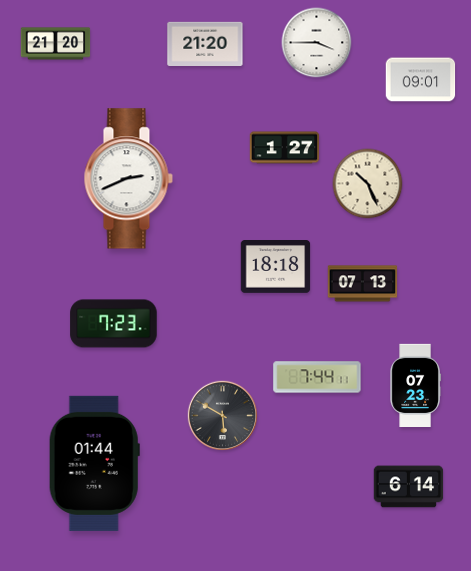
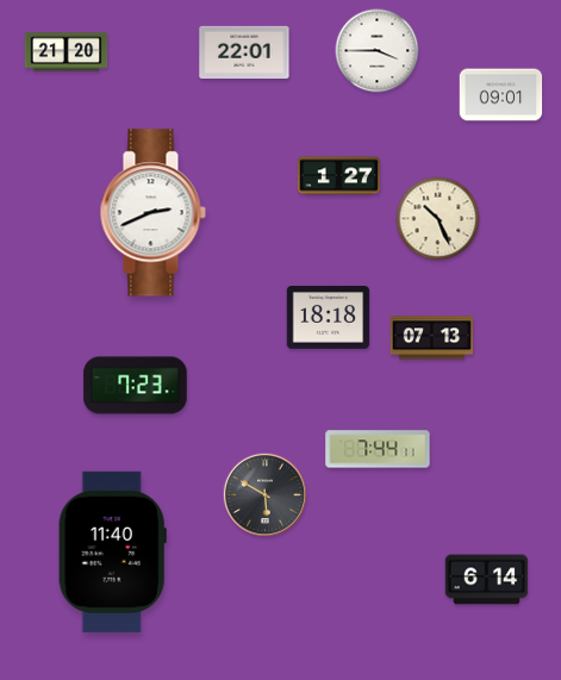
clock at (205, 43): 21:20 -> 22:01
clock at (415, 385): 07:23 -> none
clock at (94, 463): 01:44 -> 11:40
